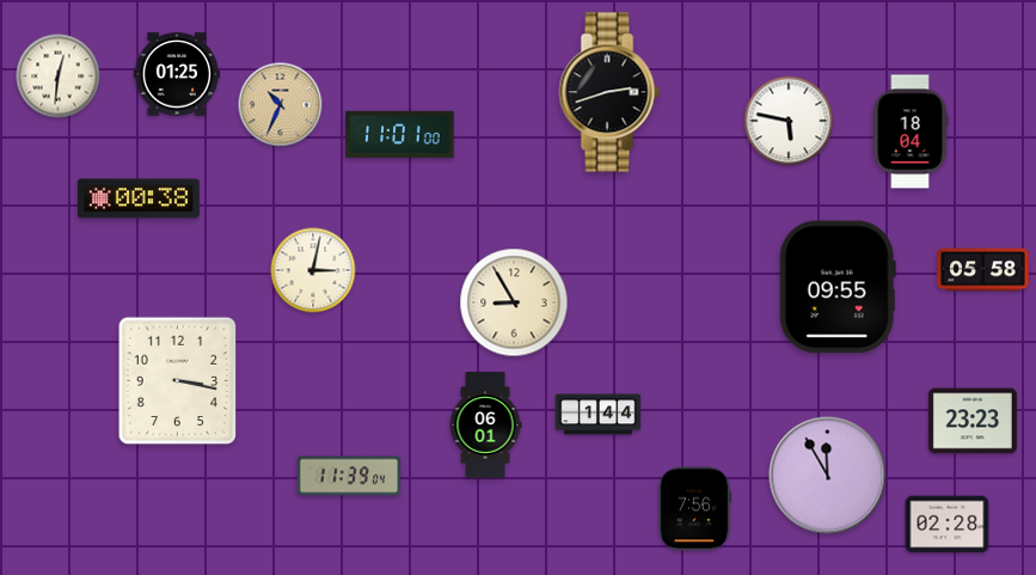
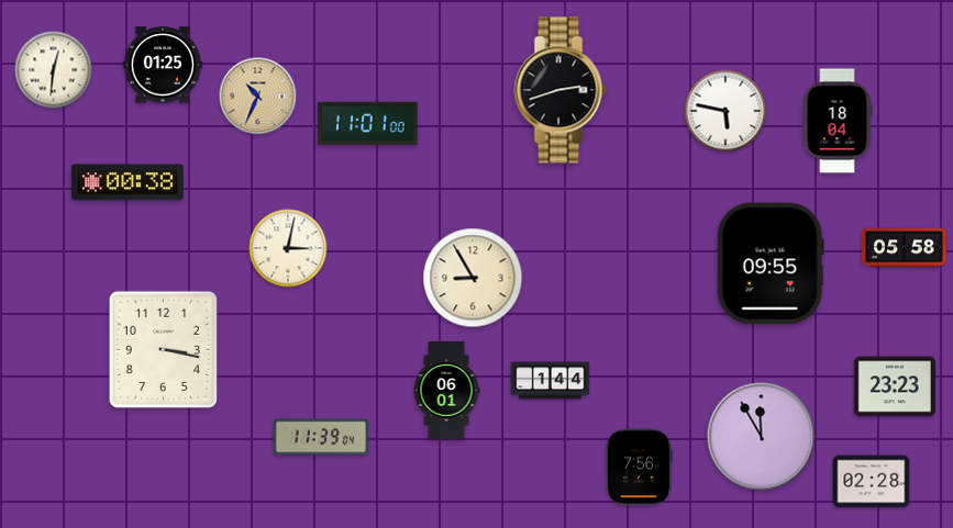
clock at (177, 74) position: (177, 74) -> (163, 65)
clock at (609, 92) position: (609, 92) -> (561, 90)
